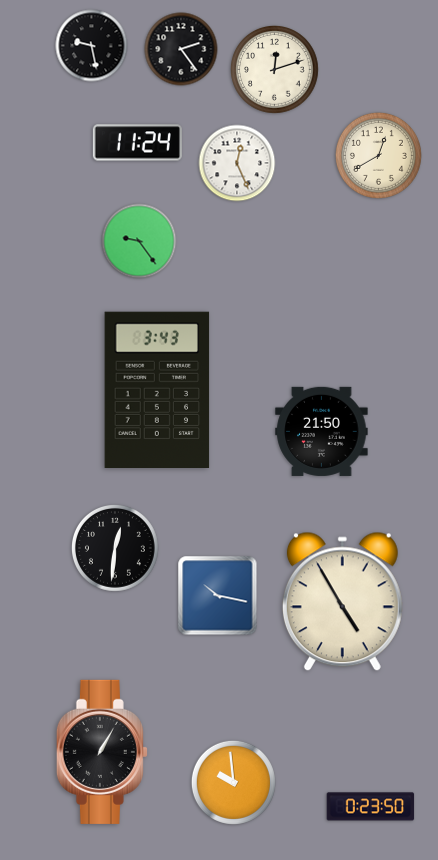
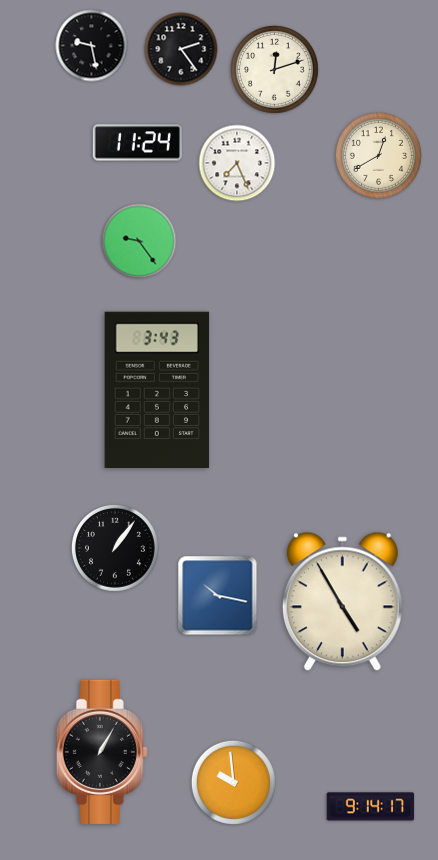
clock at (237, 163): 12:26 -> 7:26
clock at (322, 431): 21:50 -> none
clock at (115, 548): 12:31 -> 1:06
clock at (371, 807): 0:23 -> 9:14
